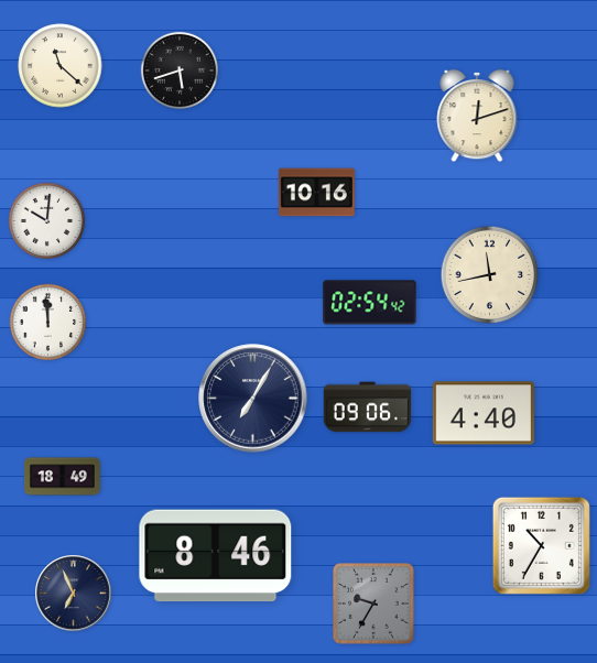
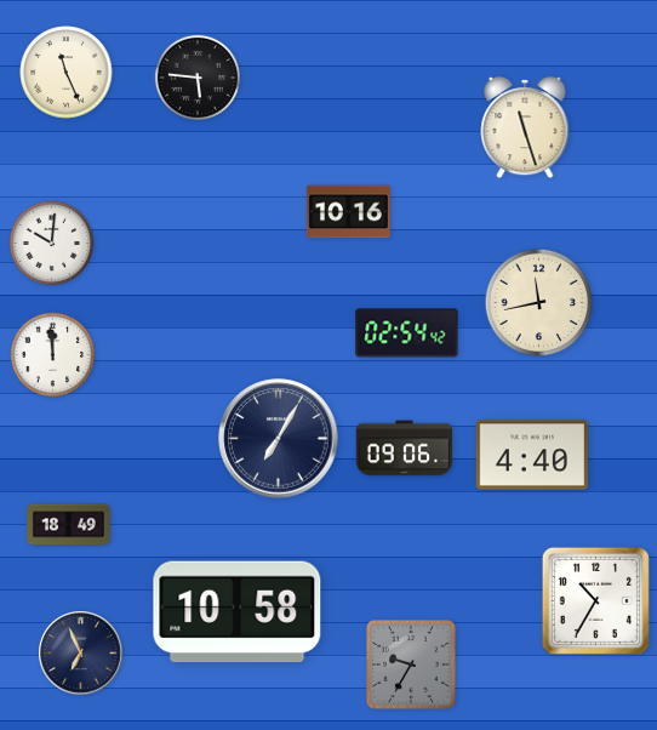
clock at (61, 66): 11:22 -> 11:26
clock at (178, 69): 5:42 -> 5:46
clock at (477, 116): 12:12 -> 11:27
clock at (216, 556): 8:46 -> 10:58
